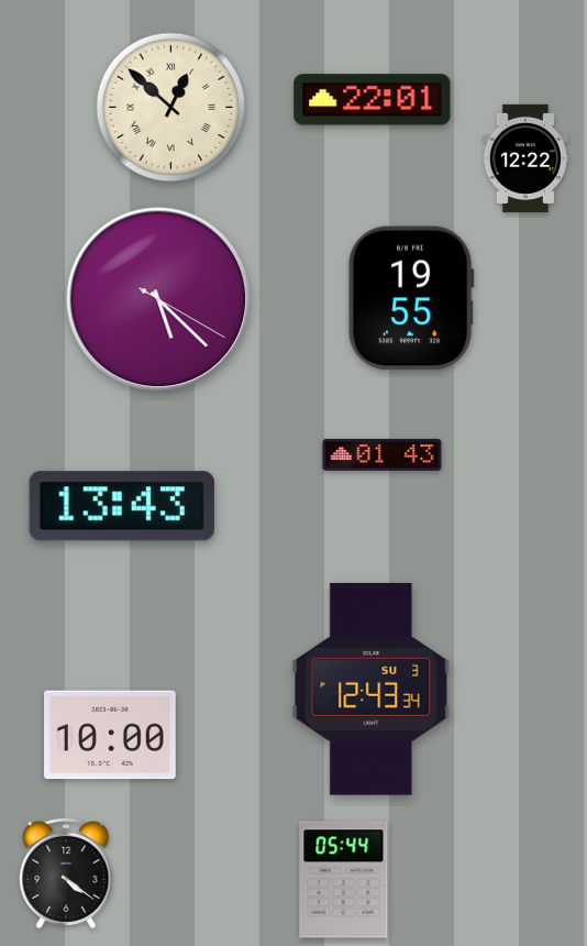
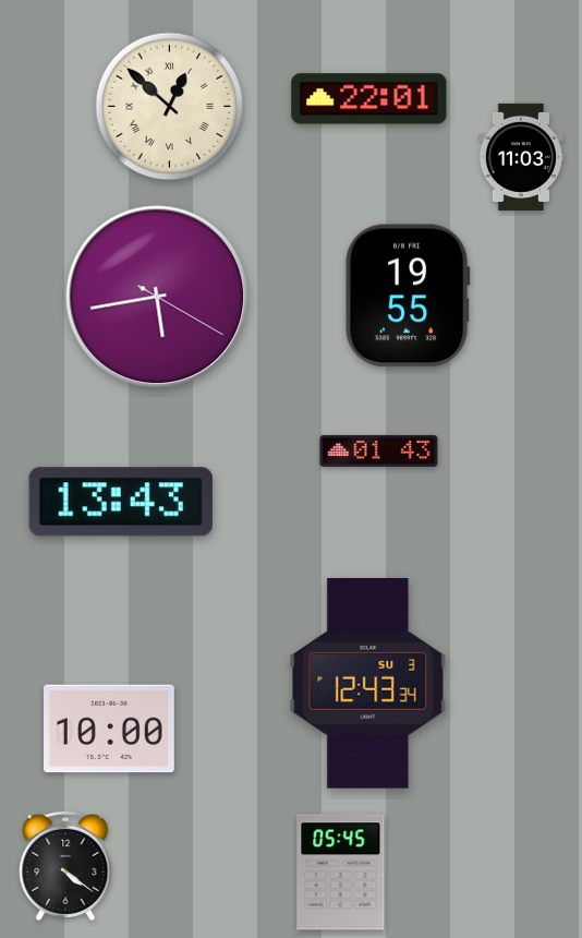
clock at (525, 158): 12:22 -> 11:03
clock at (158, 299): 5:22 -> 5:43
clock at (344, 880): 05:44 -> 05:45
